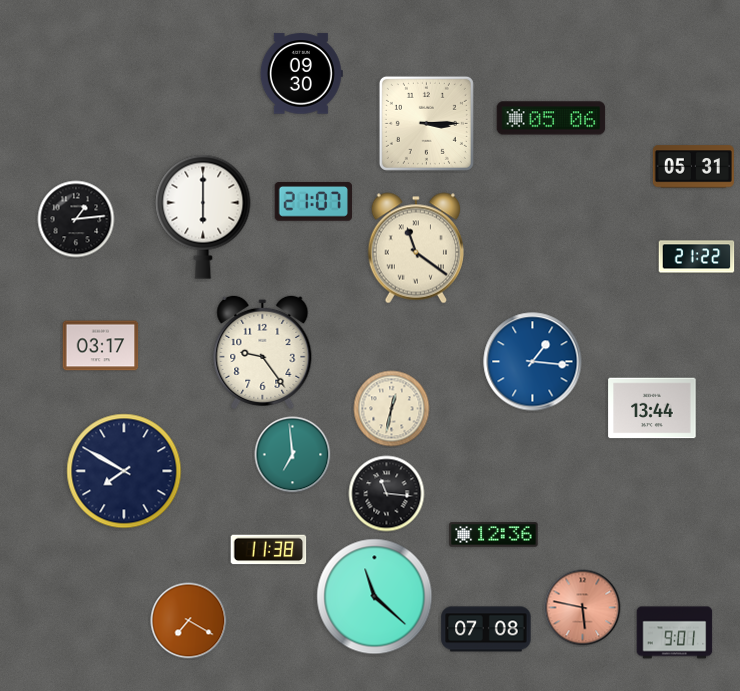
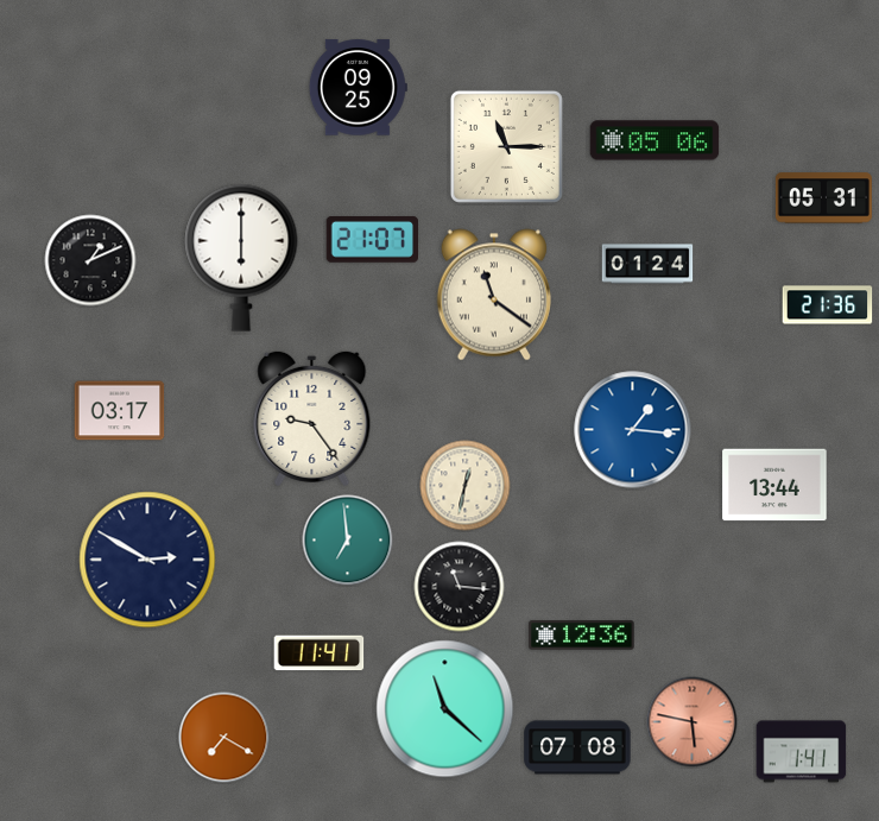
clock at (301, 74): 09:30 -> 09:25
clock at (426, 123): 3:15 -> 11:15
clock at (76, 219): 1:14 -> 1:11
clock at (647, 264): none -> 01:24
clock at (697, 257): 21:22 -> 21:36
clock at (124, 471): 7:50 -> 2:50
clock at (494, 535) position: (494, 535) -> (582, 636)
clock at (269, 550): 11:38 -> 11:41
clock at (675, 633): 9:01 -> 1:41
